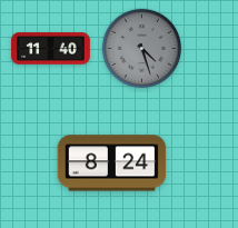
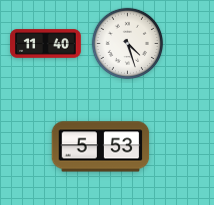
clock at (142, 49) dial: grey -> white
clock at (112, 163): 8:24 -> 5:53
